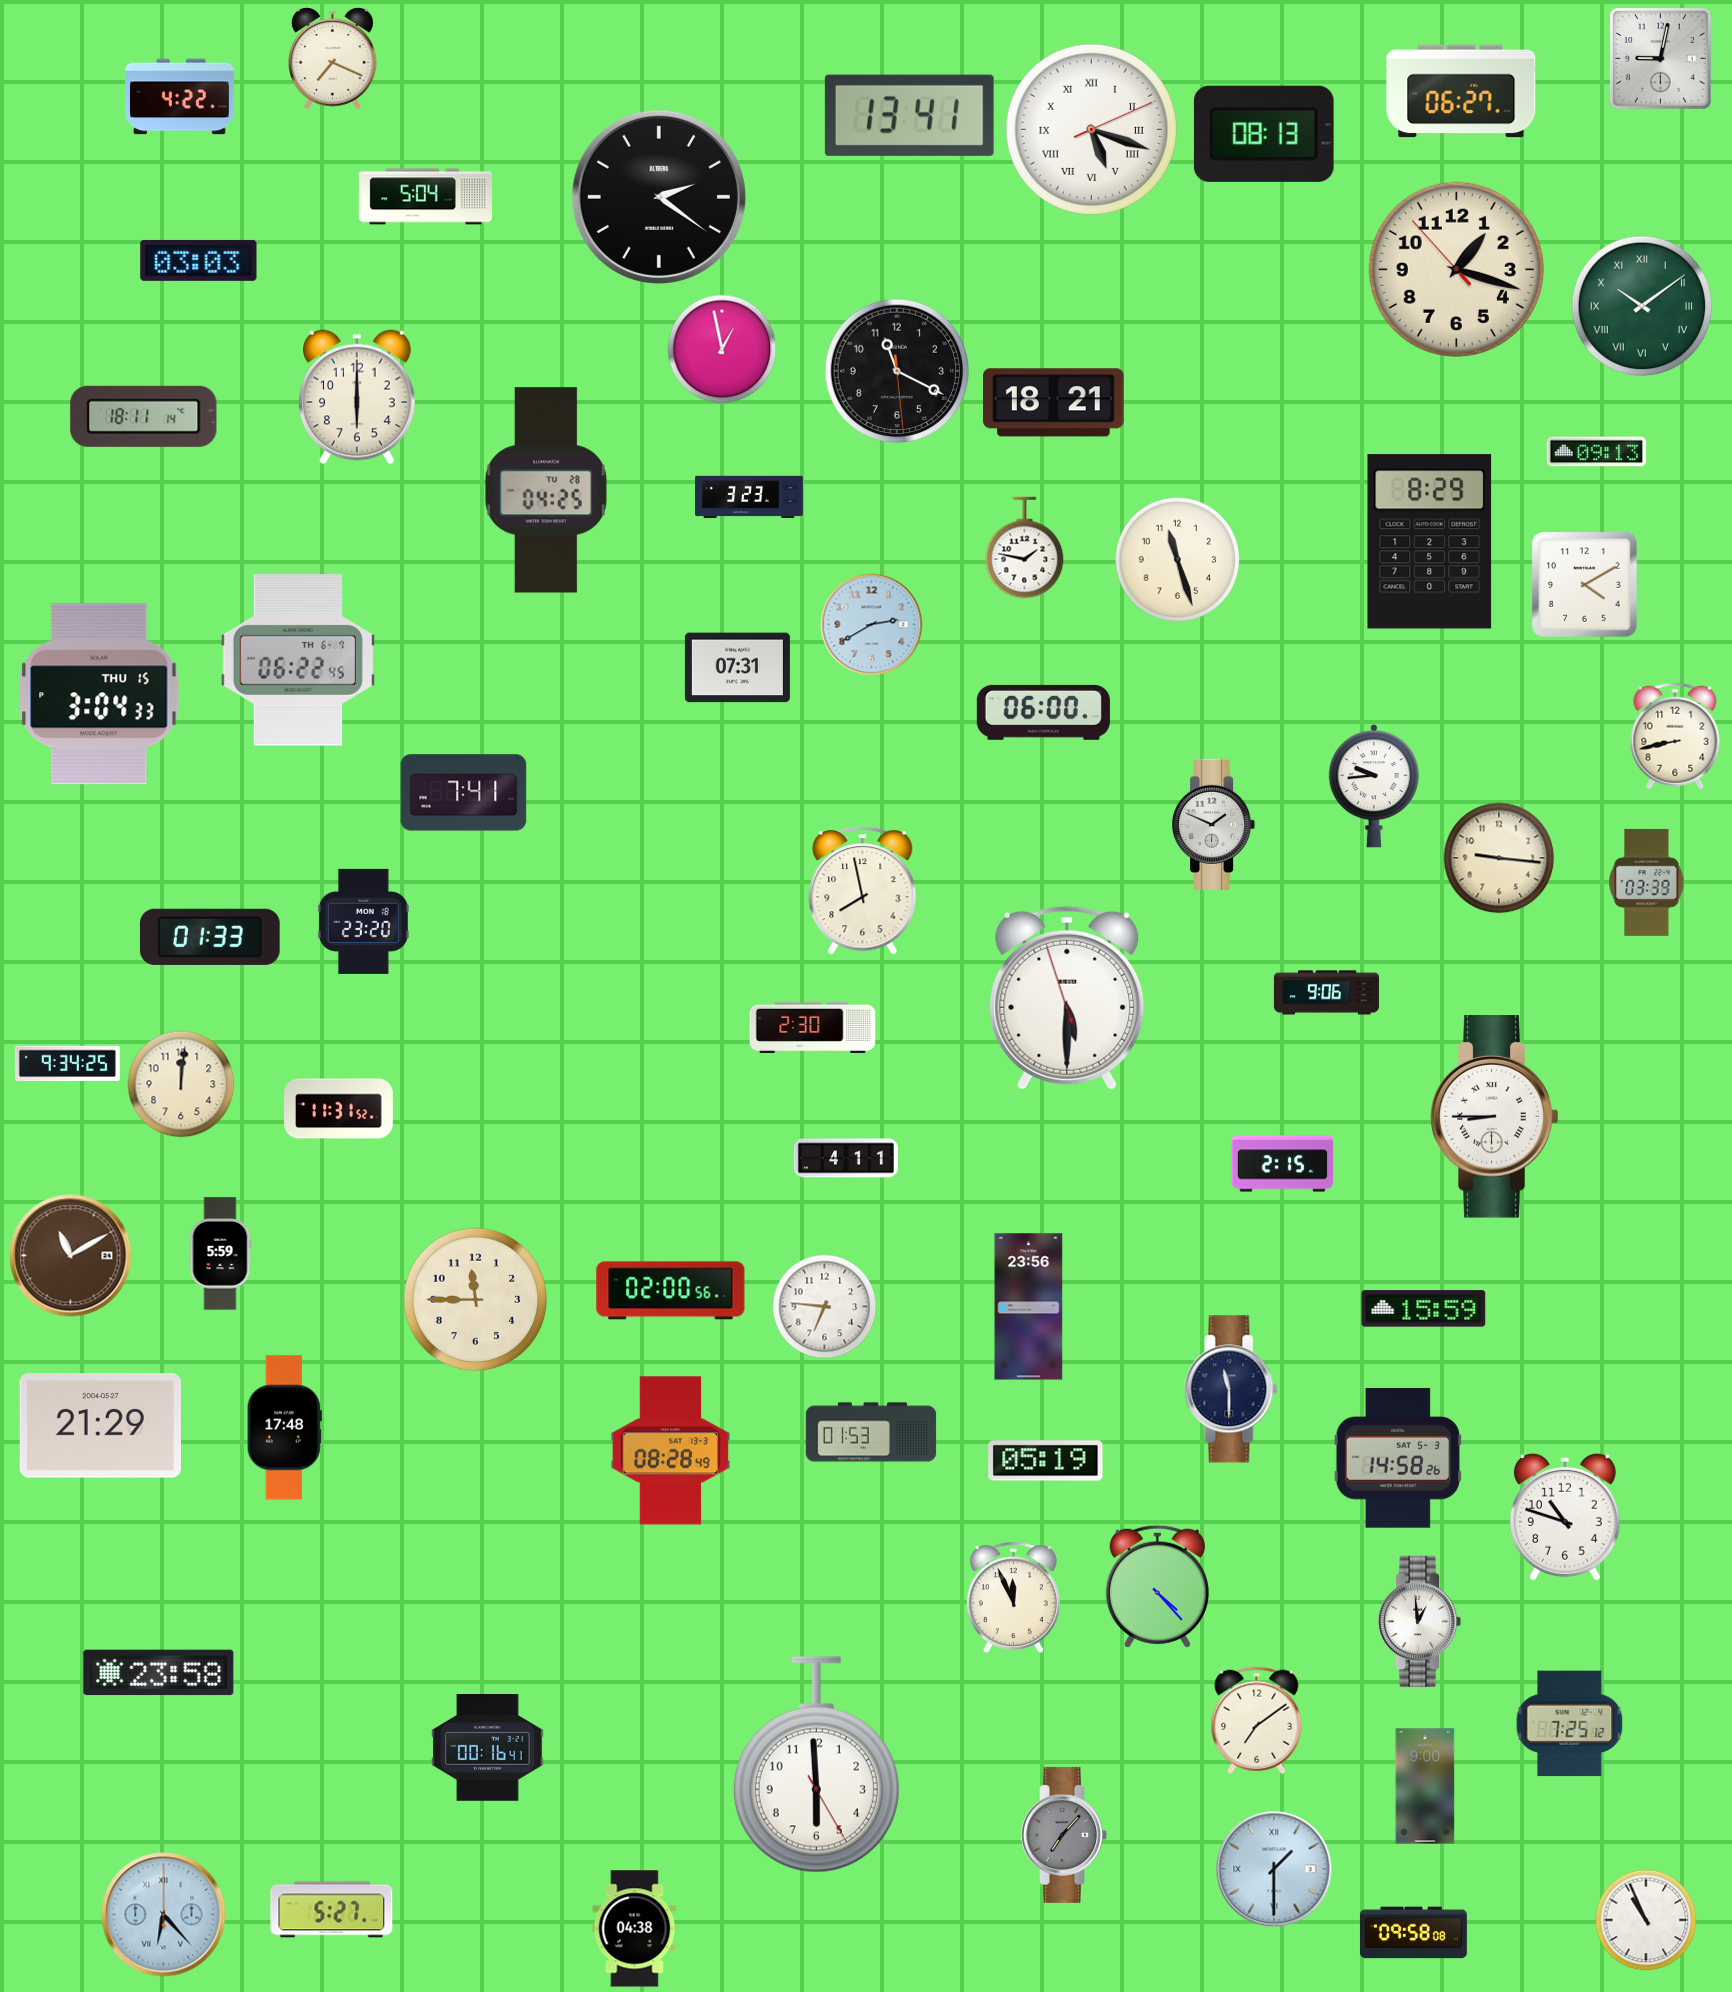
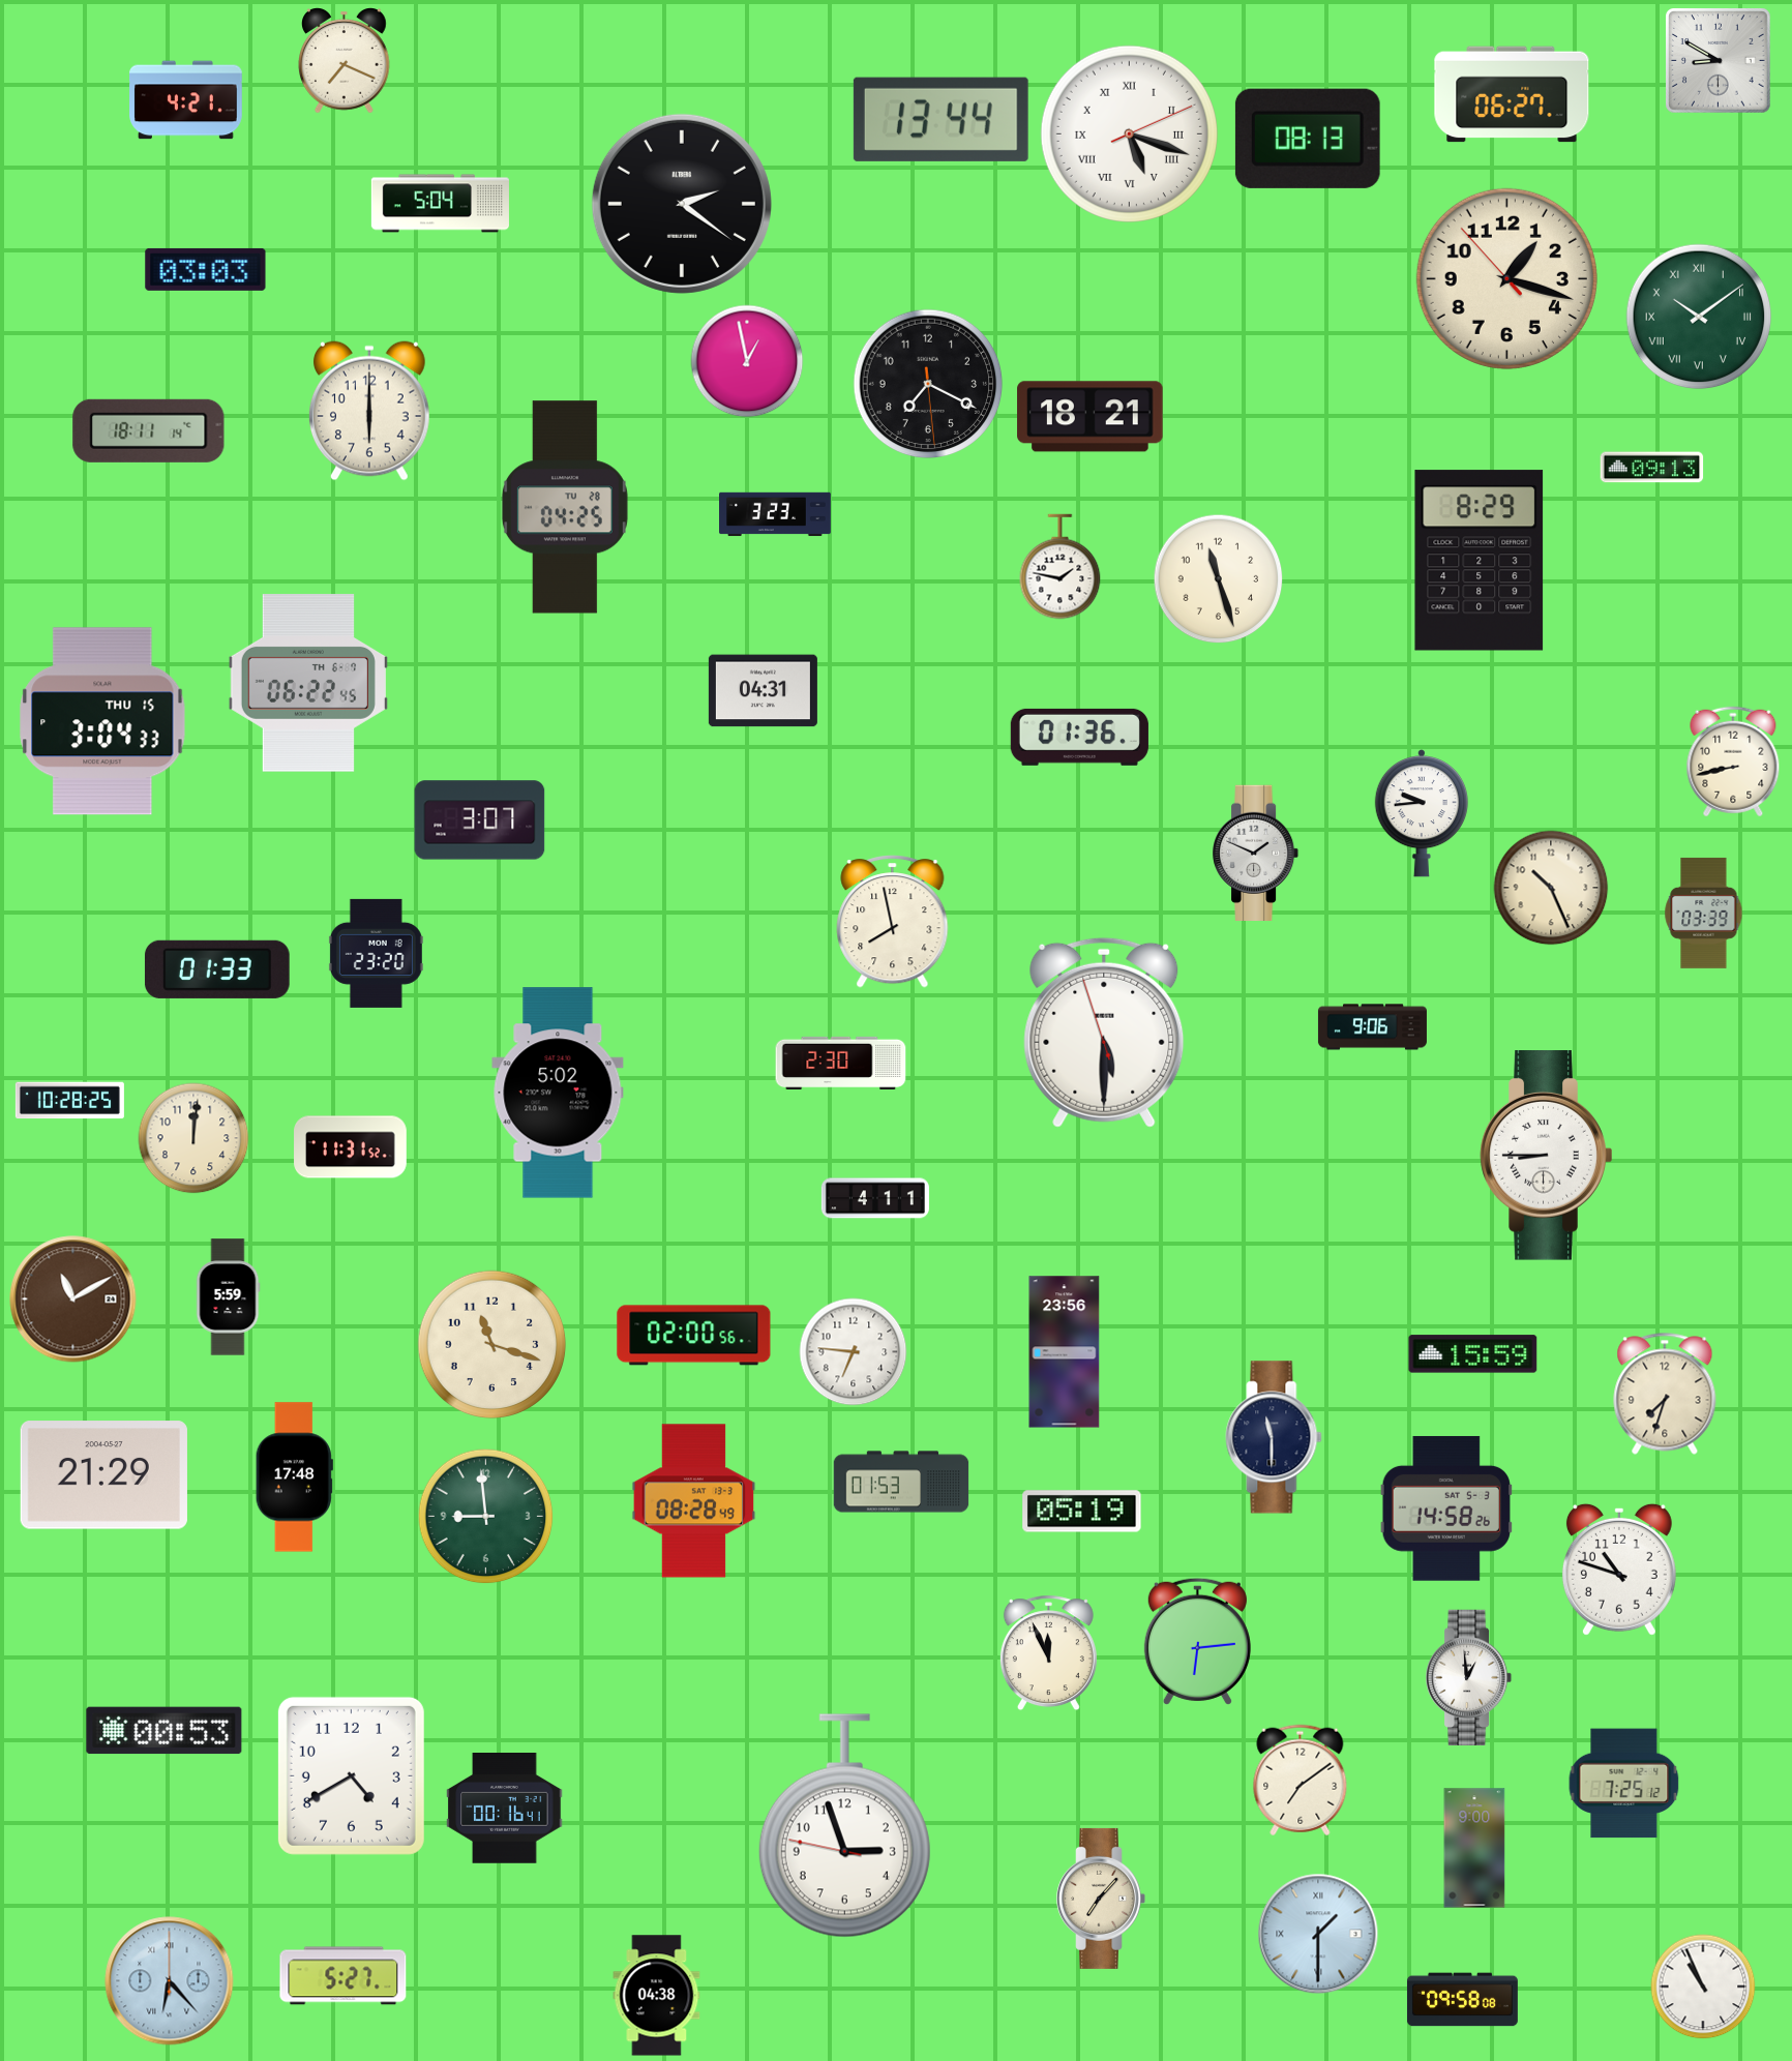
clock at (1661, 59): 9:02 -> 8:50
clock at (180, 97): 4:22 -> 4:21
clock at (909, 115): 13:41 -> 13:44
clock at (897, 371): 11:19 -> 7:19
clock at (1585, 585): 4:10 -> none
clock at (872, 625): 2:40 -> none
clock at (737, 668): 07:31 -> 04:31
clock at (99, 694) position: (99, 694) -> (102, 721)
clock at (1043, 712): 06:00 -> 01:36
clock at (464, 793): 7:41 -> 3:07
clock at (1499, 858): 9:16 -> 10:26
clock at (558, 1093): none -> 5:02
clock at (67, 1064): 9:34 -> 10:28
clock at (181, 1084) position: (181, 1084) -> (193, 1138)
clock at (1283, 1164): 2:15 -> none
clock at (476, 1300): 11:45 -> 11:18
clock at (1665, 1394): none -> 7:33
clock at (486, 1517): none -> 8:59
clock at (1157, 1586): 4:23 -> 6:14
clock at (159, 1673): 23:58 -> 00:53
clock at (351, 1775): none -> 4:40
clock at (816, 1765): 5:59 -> 2:56
clock at (1064, 1835) dial: grey -> cream
